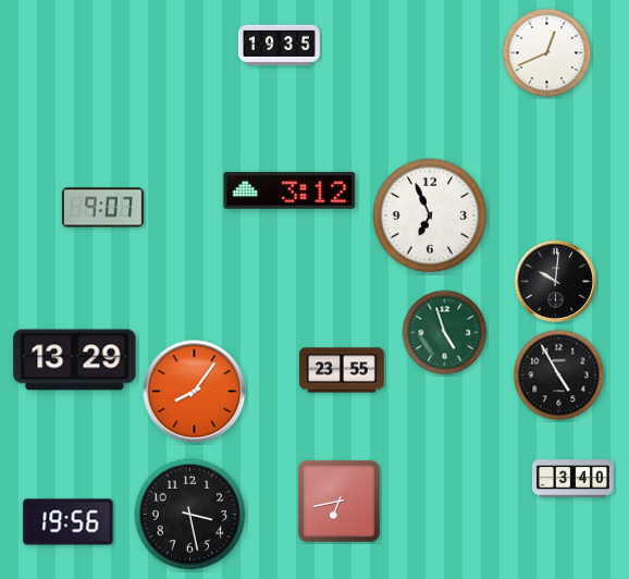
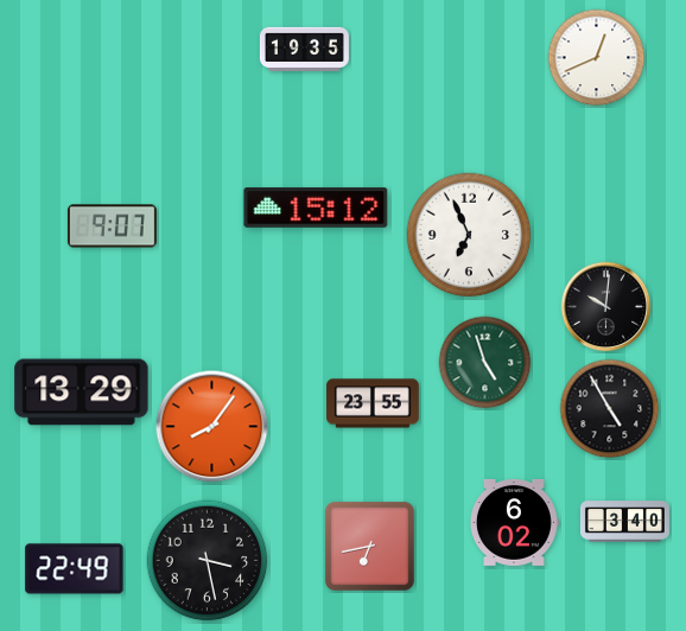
clock at (289, 190): 3:12 -> 15:12
clock at (514, 522): none -> 6:02
clock at (69, 522): 19:56 -> 22:49
